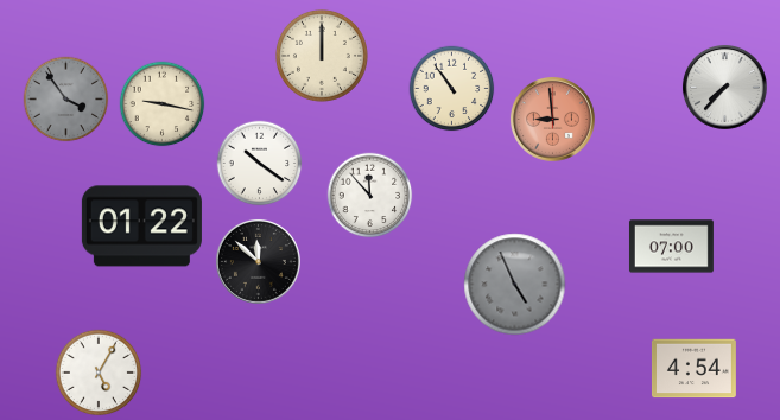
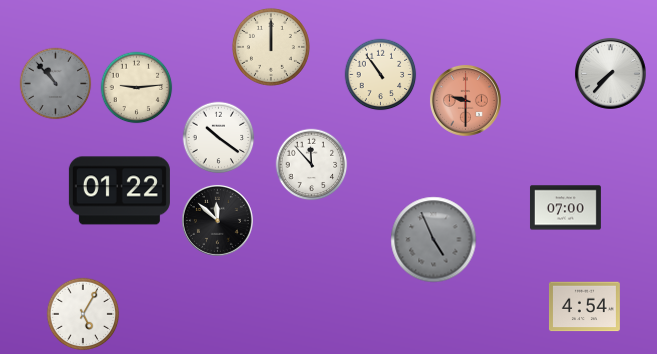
clock at (66, 100): 3:54 -> 10:53
clock at (163, 104): 9:17 -> 9:14
clock at (552, 119): 8:59 -> 9:30
clock at (693, 369) position: (693, 369) -> (584, 307)
